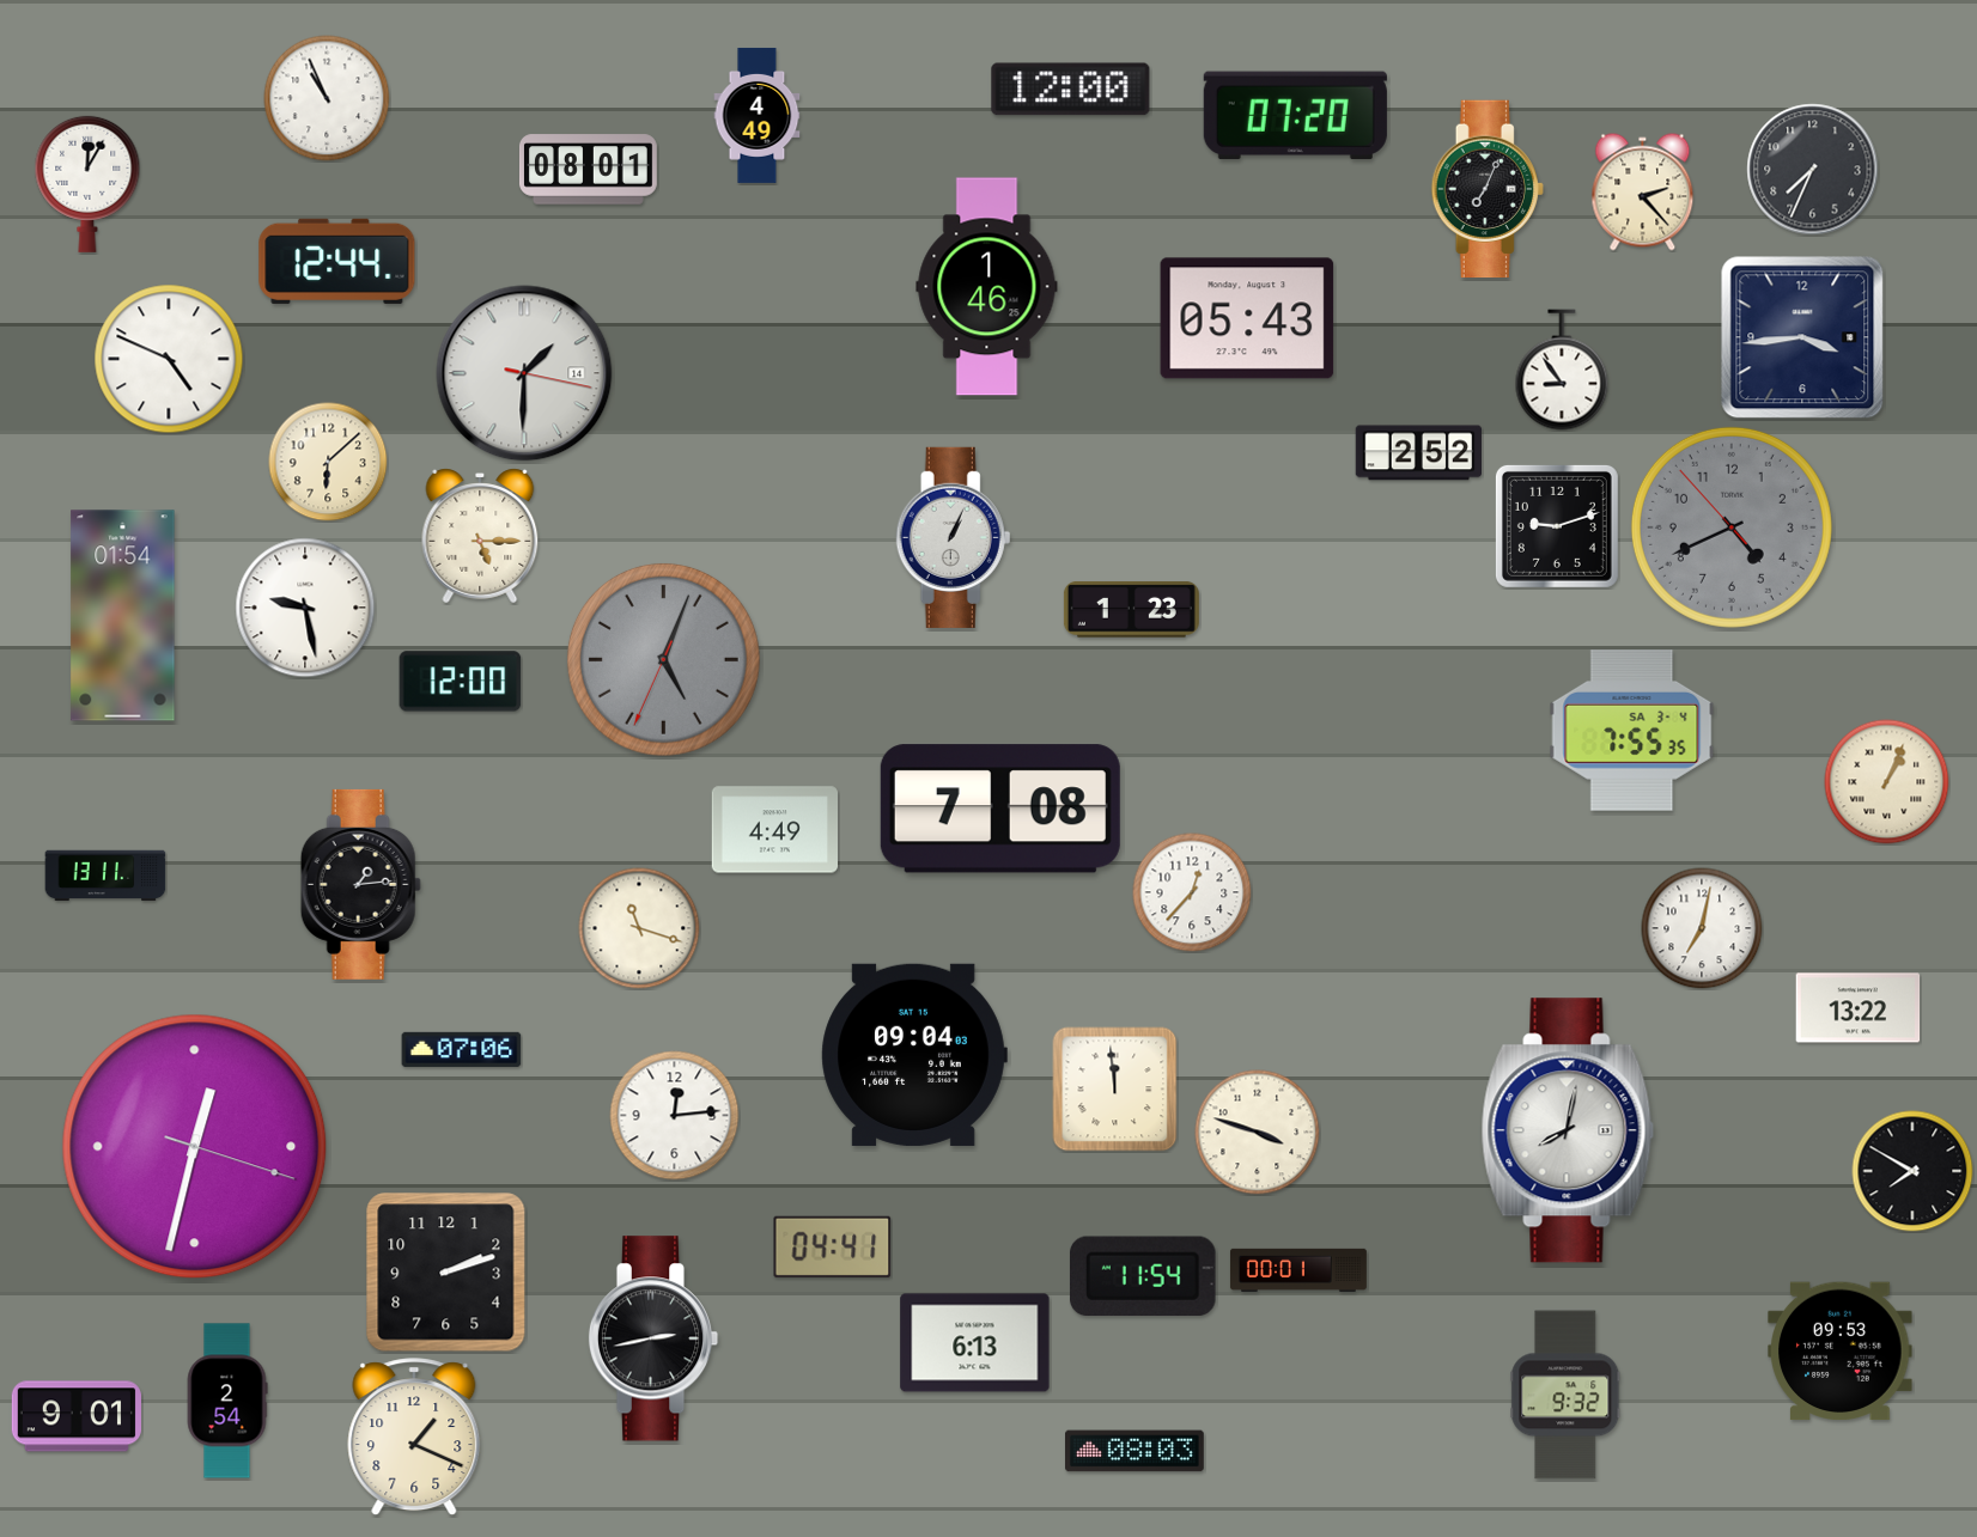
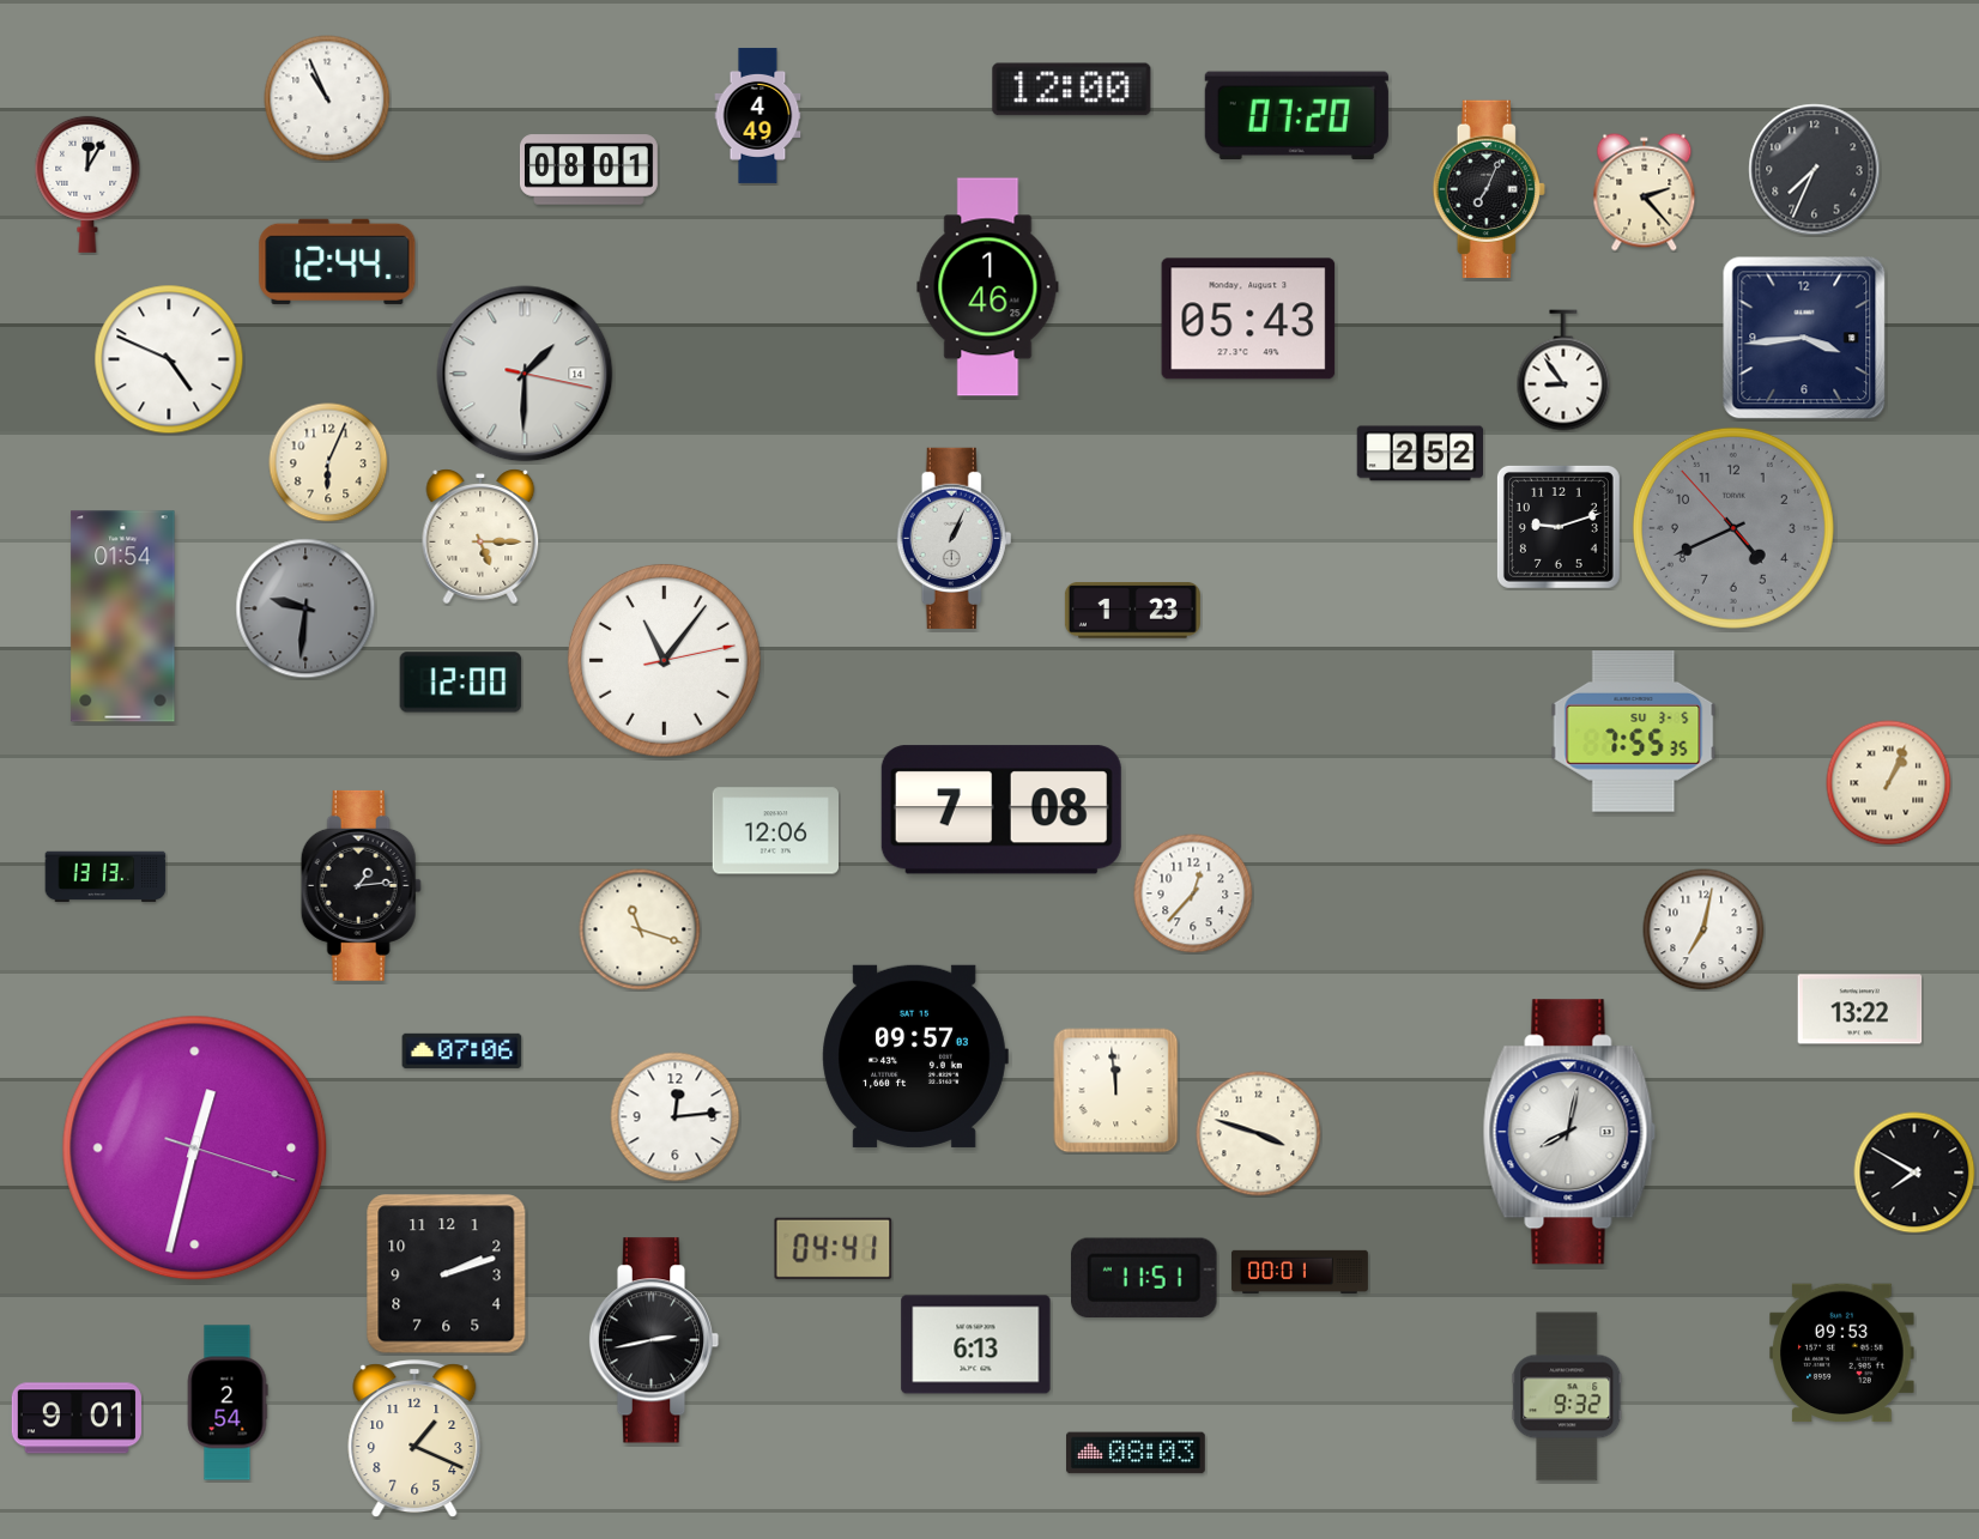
clock at (328, 462): 6:08 -> 6:04
clock at (305, 608): 9:28 -> 9:31
clock at (305, 608) dial: white -> grey
clock at (663, 659): 5:03 -> 11:06
clock at (663, 659) dial: grey -> white
clock at (1632, 731) date: SA 3-4 -> SU 3-5
clock at (774, 830): 4:49 -> 12:06
clock at (105, 876): 13:11 -> 13:13
clock at (914, 1055): 09:04 -> 09:57
clock at (1144, 1275): 11:54 -> 11:51
